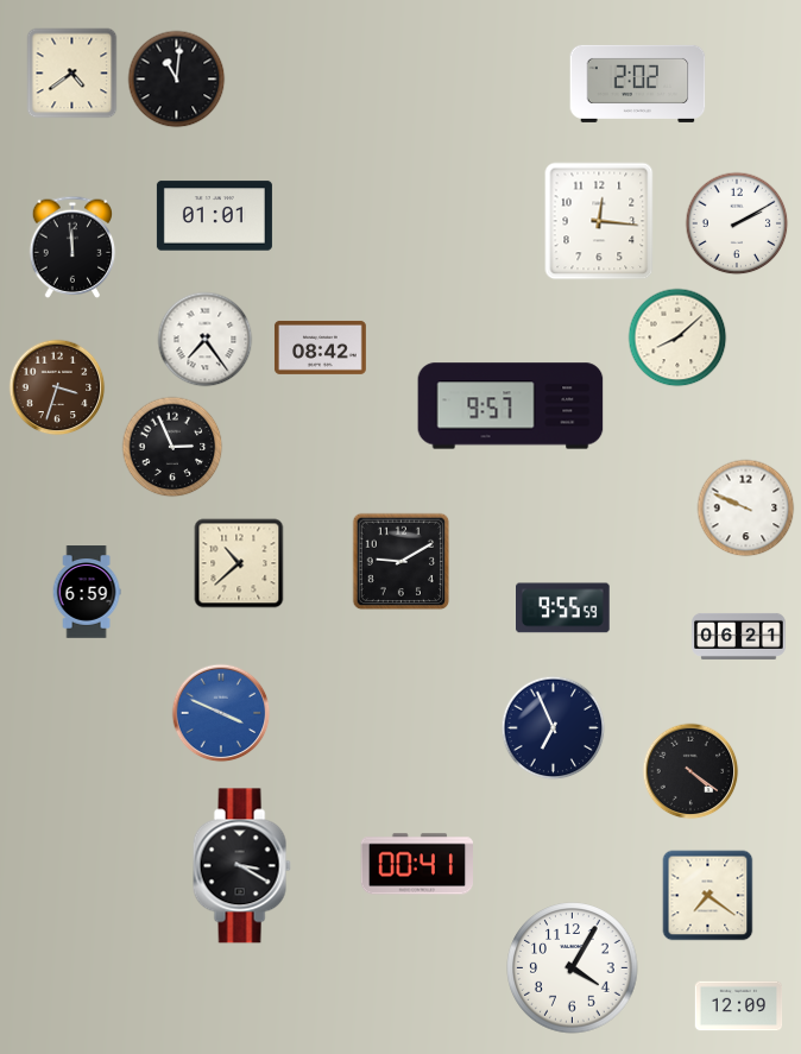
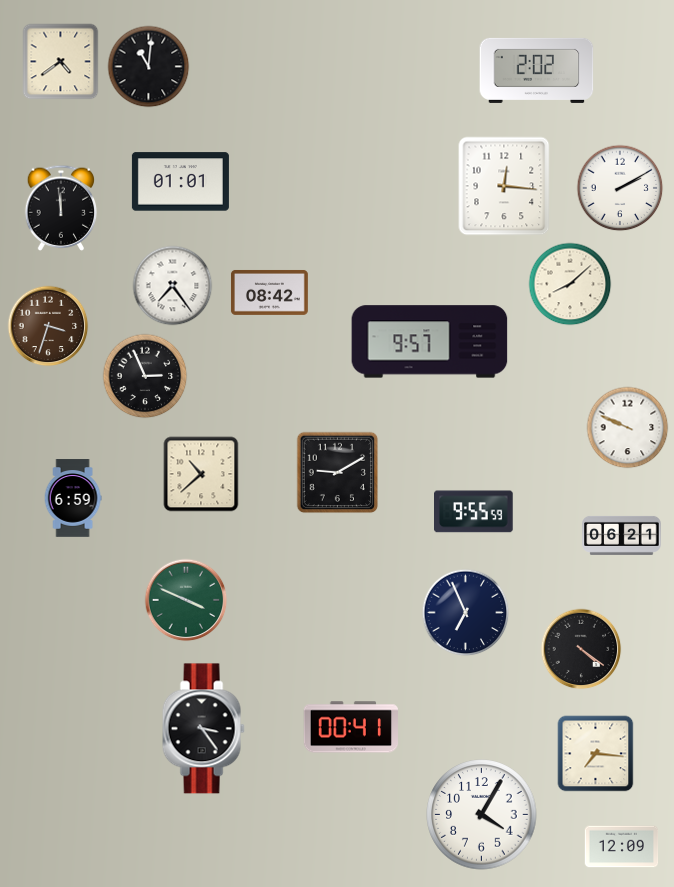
clock at (221, 713) dial: blue -> green
clock at (241, 866): 3:20 -> 3:24
clock at (708, 896): 7:21 -> 7:16
